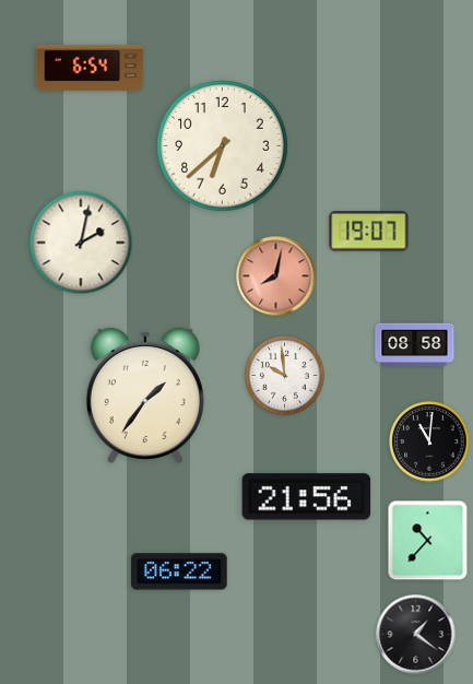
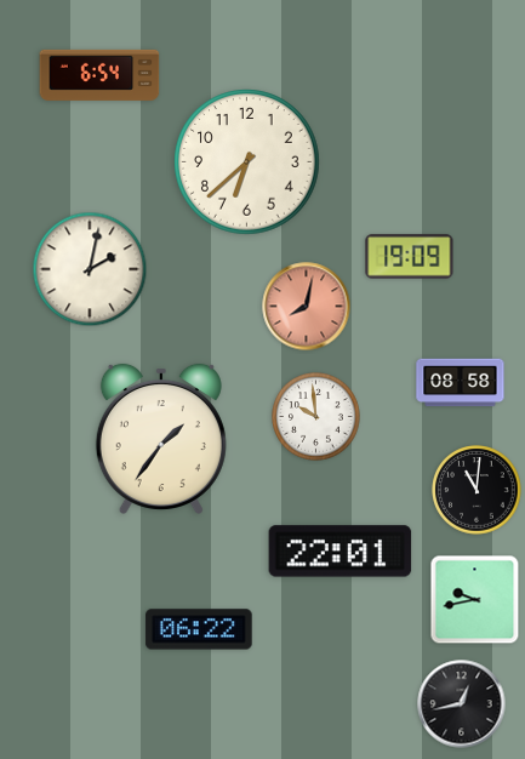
clock at (369, 232): 19:07 -> 19:09
clock at (307, 497): 21:56 -> 22:01
clock at (428, 541): 10:37 -> 9:43
clock at (179, 571) position: (179, 571) -> (199, 629)
clock at (416, 635): 1:21 -> 12:43
